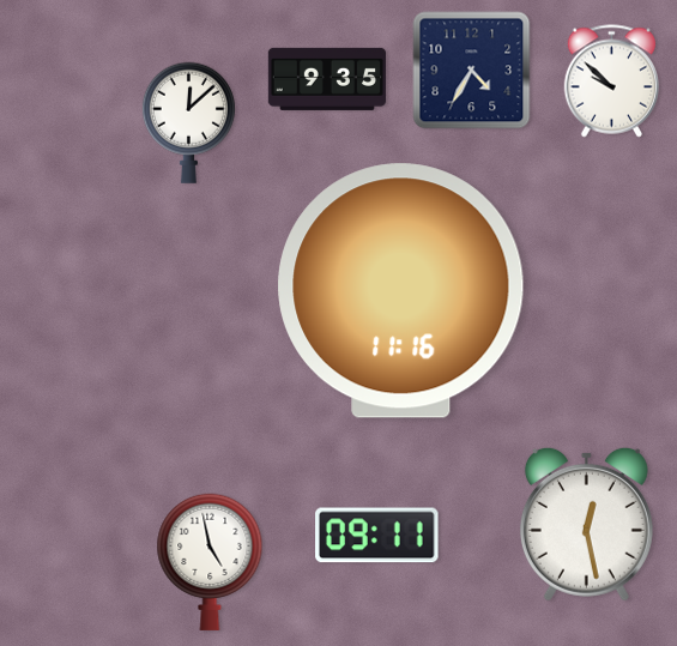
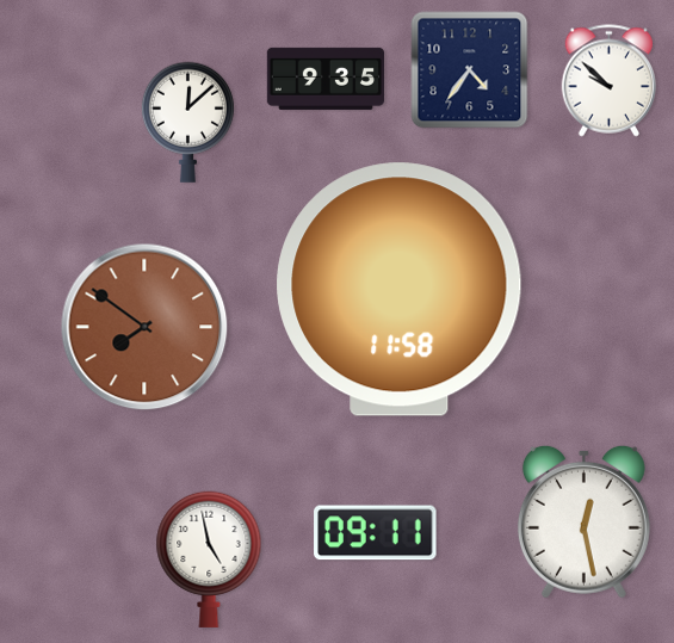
clock at (472, 71): 4:35 -> 4:36
clock at (401, 291): 11:16 -> 11:58
clock at (144, 327): none -> 7:51
